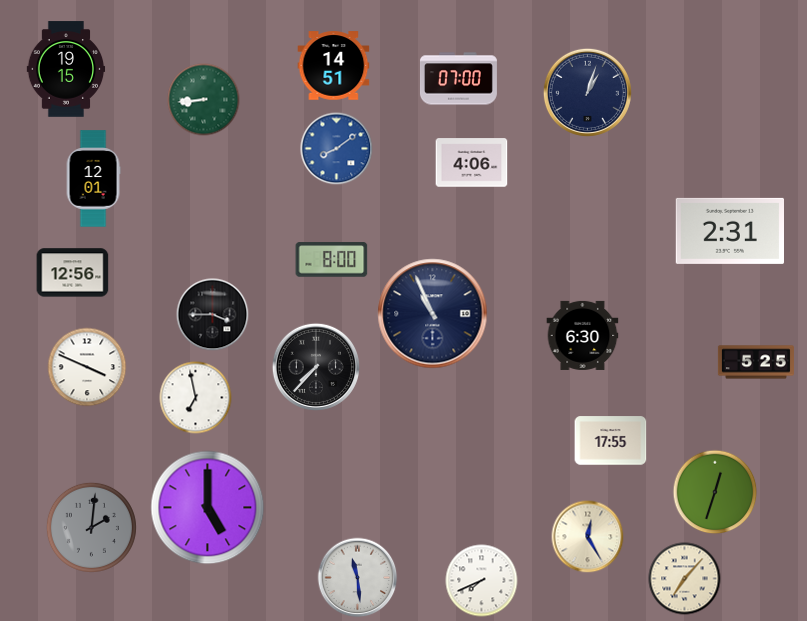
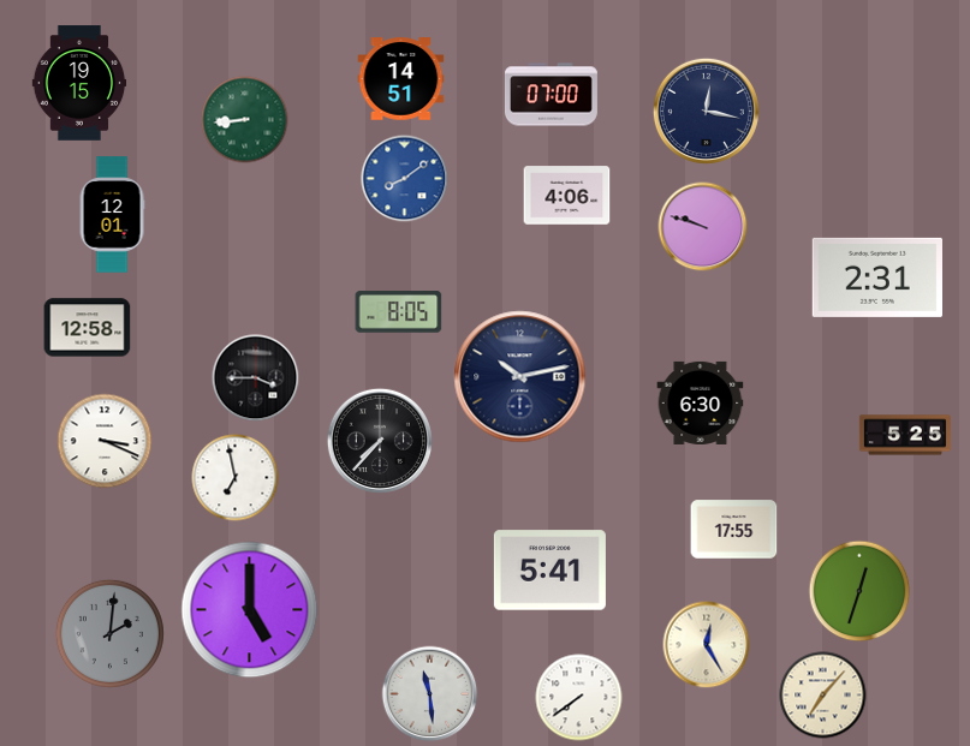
clock at (587, 92): 1:03 -> 12:17
clock at (703, 227): none -> 9:48
clock at (332, 260): 8:00 -> 8:05
clock at (73, 273): 12:56 -> 12:58
clock at (433, 314): 10:56 -> 10:13
clock at (756, 362) position: (756, 362) -> (905, 435)
clock at (87, 367): 3:49 -> 3:19
clock at (549, 571): none -> 5:41
clock at (482, 581): 7:41 -> 7:39
